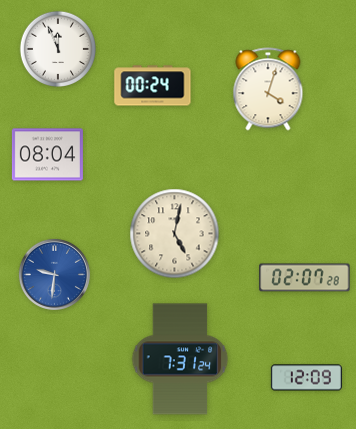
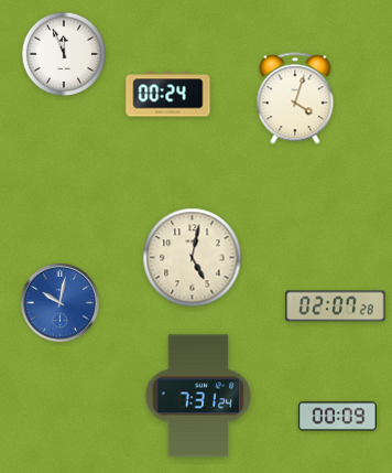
clock at (47, 155): 08:04 -> none
clock at (54, 274): 9:31 -> 10:02
clock at (306, 378): 12:09 -> 00:09
